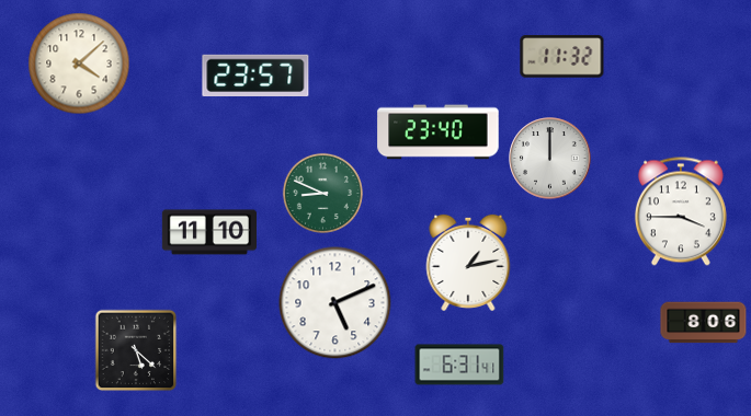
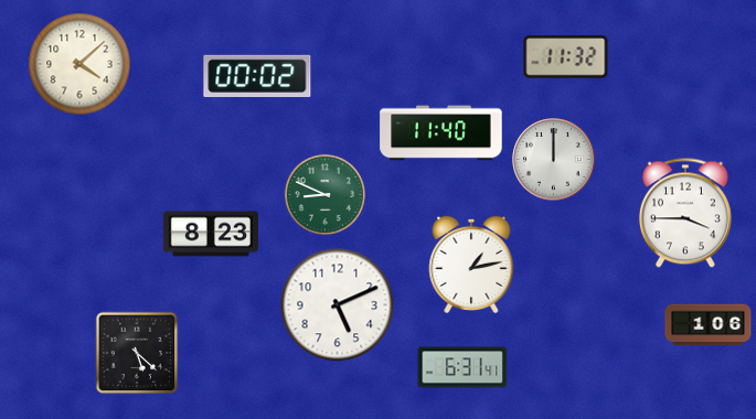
clock at (255, 74): 23:57 -> 00:02
clock at (439, 132): 23:40 -> 11:40
clock at (208, 232): 11:10 -> 8:23
clock at (704, 323): 8:06 -> 1:06
